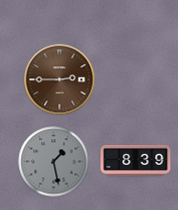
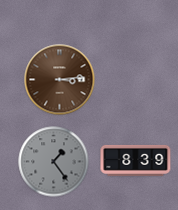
clock at (60, 80): 2:45 -> 3:14
clock at (54, 162): 1:28 -> 1:24
